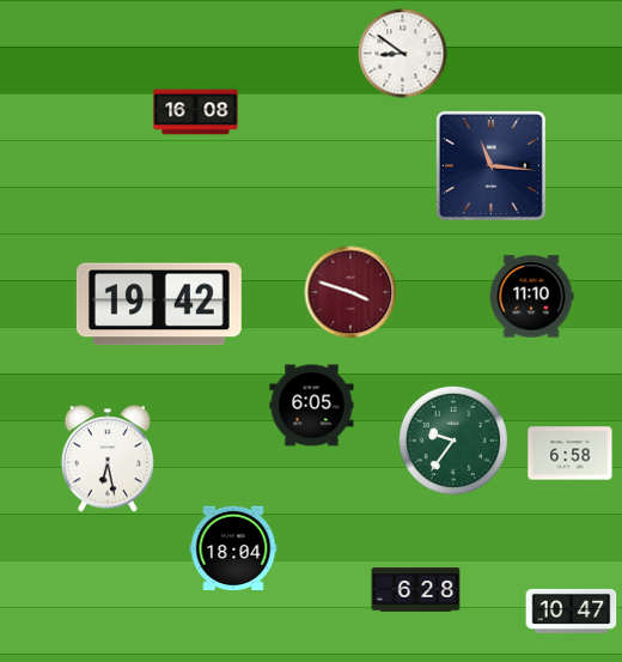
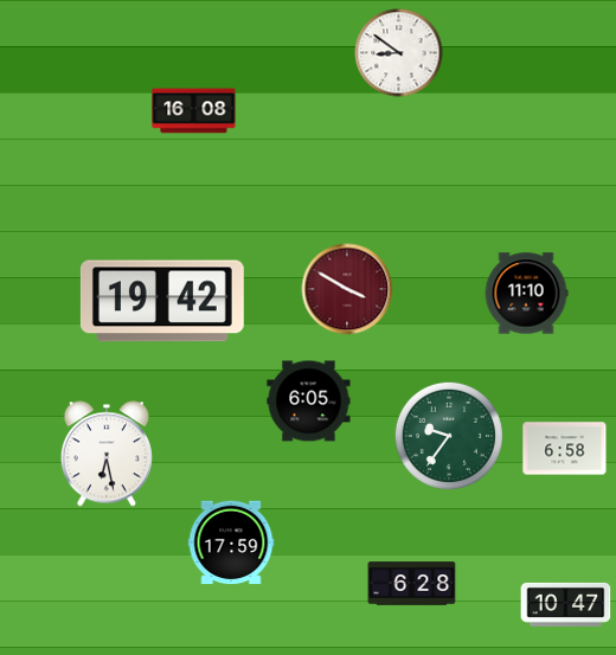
clock at (490, 165): 11:16 -> none
clock at (350, 292): 3:48 -> 3:50
clock at (159, 304) position: (159, 304) -> (162, 301)
clock at (233, 548): 18:04 -> 17:59
